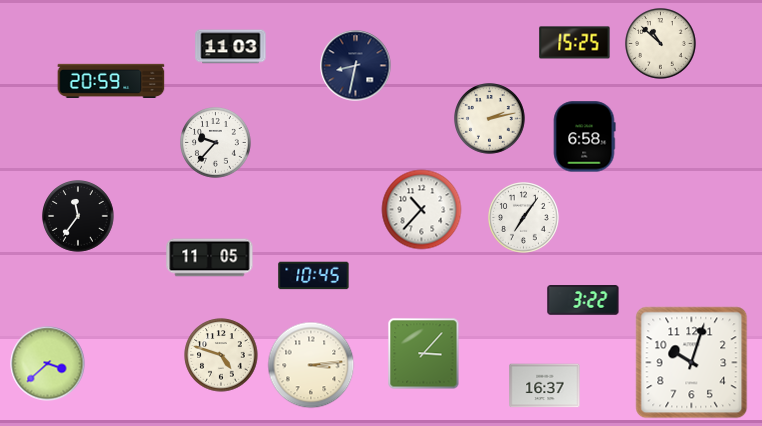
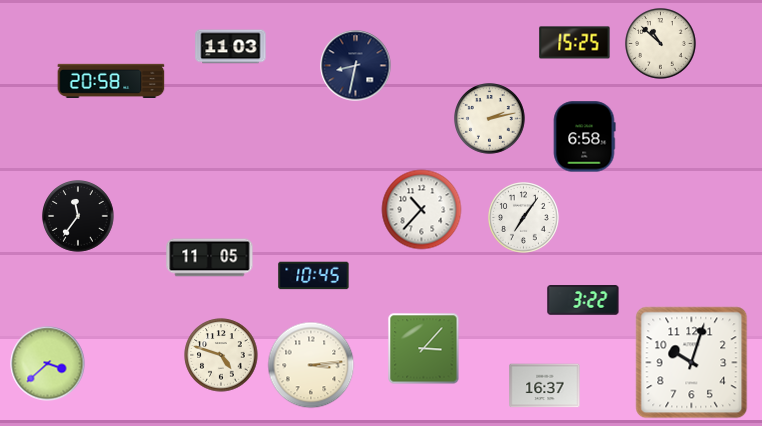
clock at (111, 80): 20:59 -> 20:58
clock at (216, 143): 9:37 -> none
clock at (424, 354) position: (424, 354) -> (424, 349)
